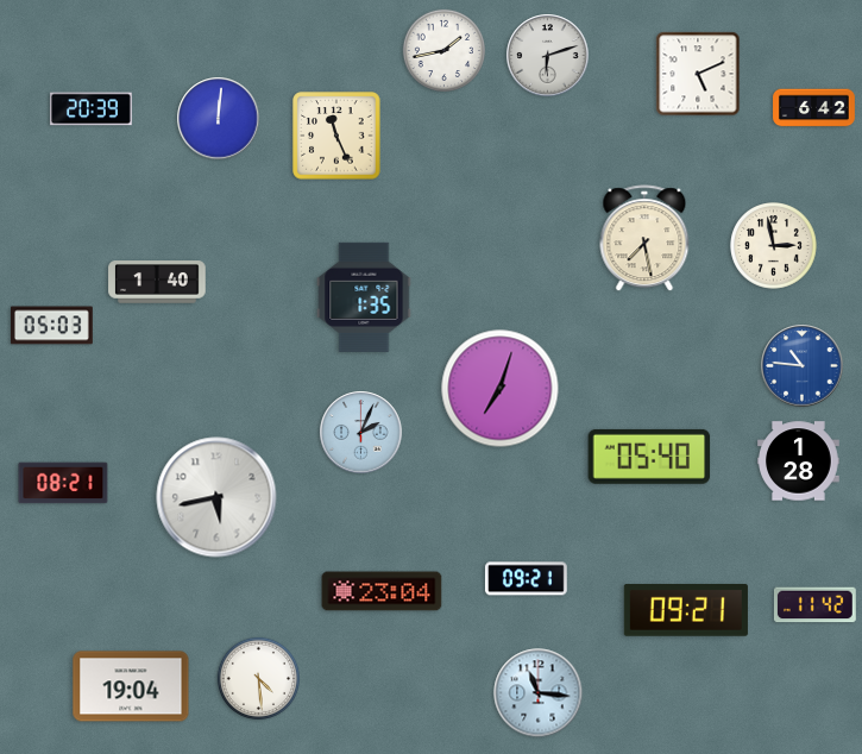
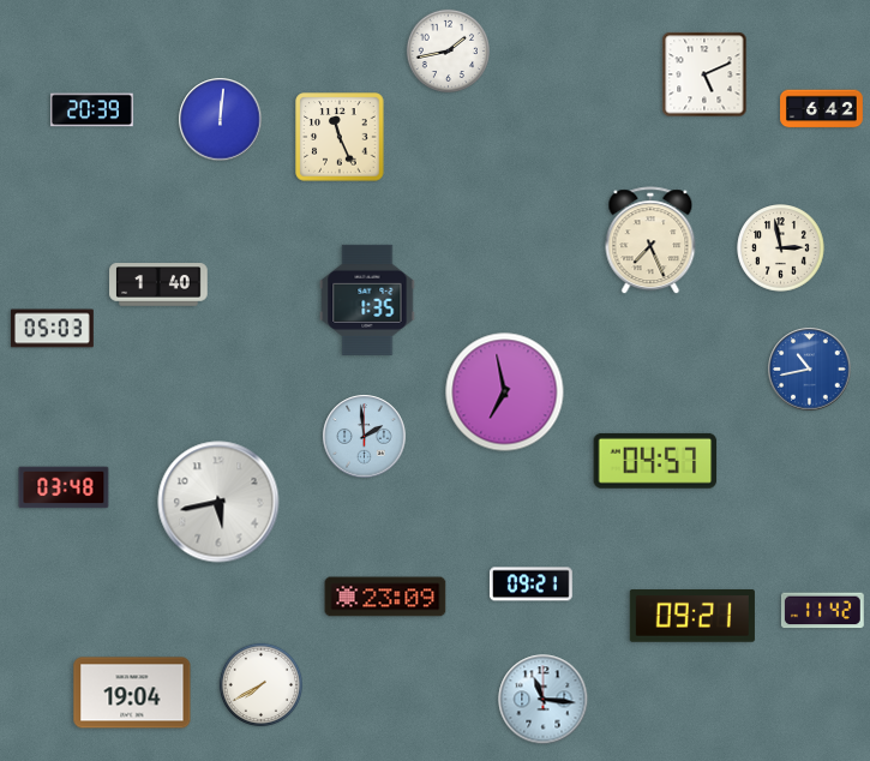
clock at (548, 56): 6:12 -> none
clock at (644, 239): 7:28 -> 7:26
clock at (803, 366): 10:46 -> 10:43
clock at (501, 389): 7:03 -> 6:58
clock at (361, 433): 2:04 -> 1:59
clock at (649, 457): 05:40 -> 04:57
clock at (799, 461): 1:28 -> none
clock at (63, 483): 08:21 -> 03:48
clock at (382, 591): 23:04 -> 23:09
clock at (258, 678): 4:29 -> 7:40
